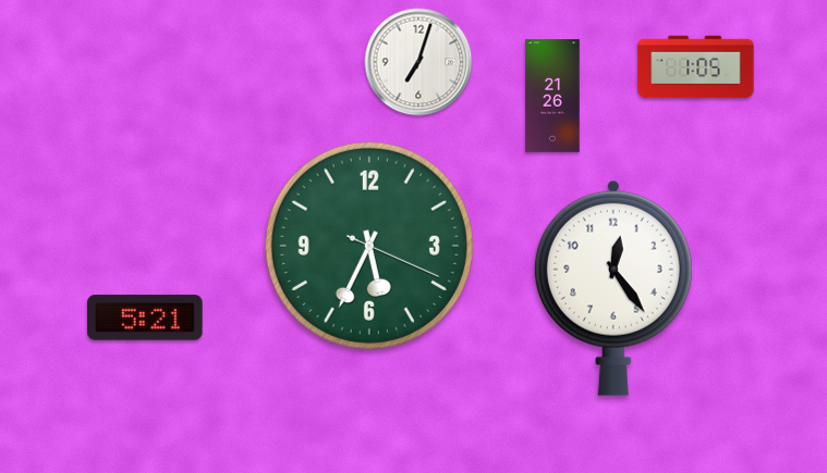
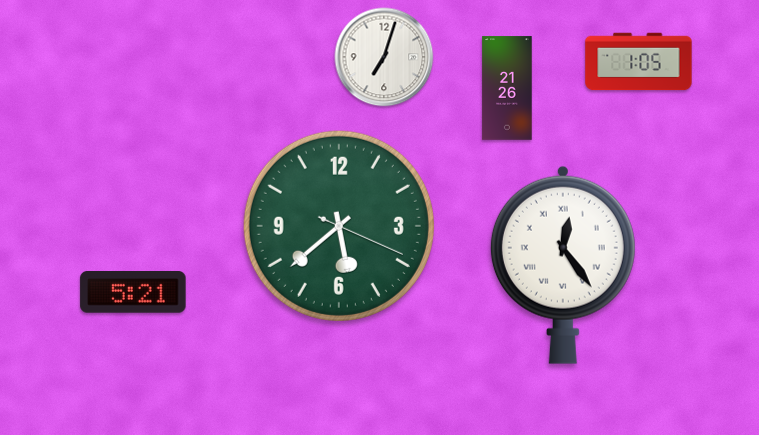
clock at (369, 246): 5:34 -> 5:38
clock at (613, 288) numerals: Arabic -> Roman
